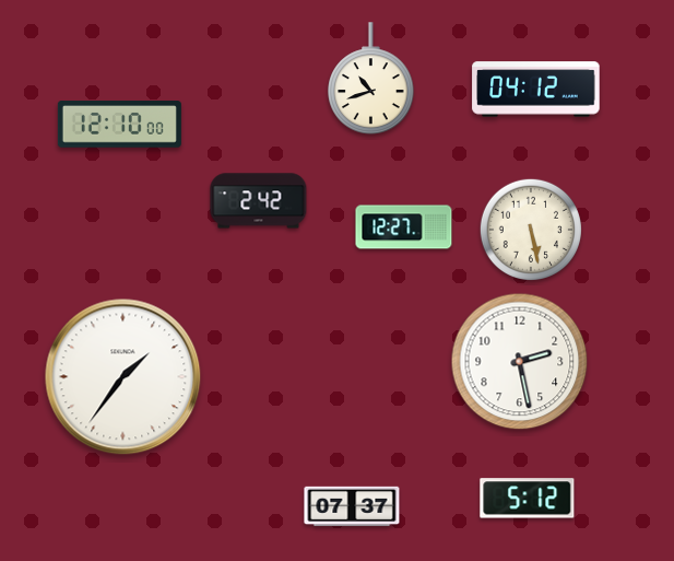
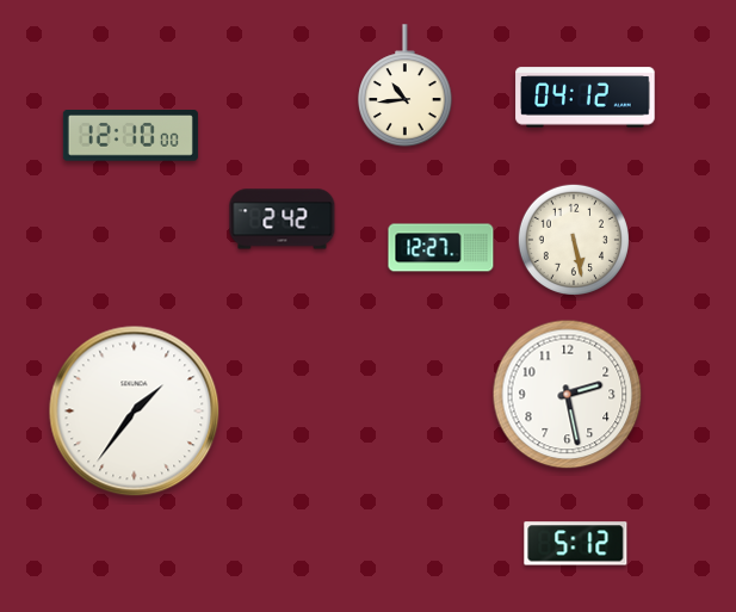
clock at (371, 79): 10:42 -> 10:44
clock at (530, 230) position: (530, 230) -> (573, 240)
clock at (352, 506): 07:37 -> none
